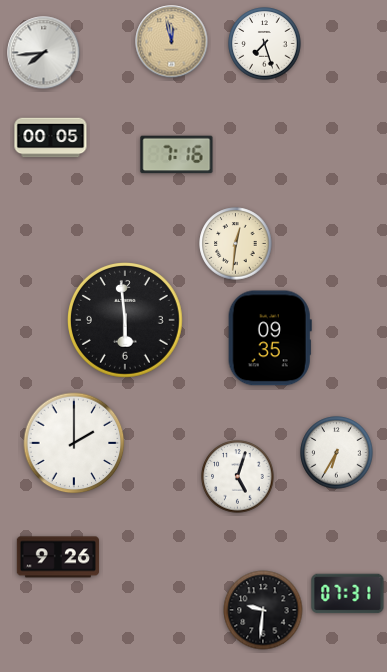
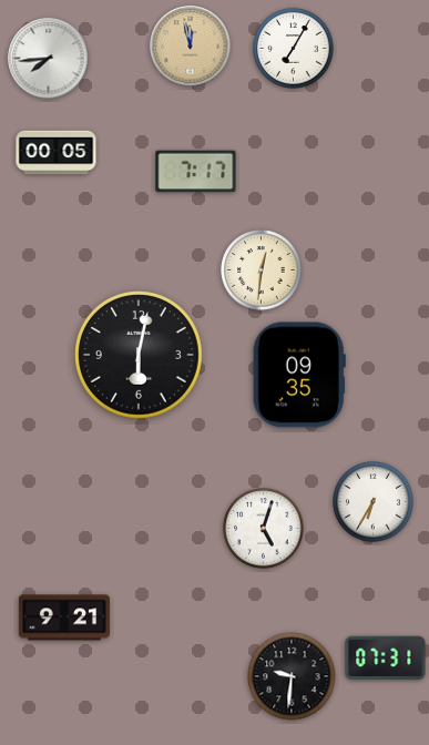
clock at (265, 44): 7:27 -> 7:05
clock at (177, 155): 7:16 -> 7:17
clock at (126, 321): 5:59 -> 6:02
clock at (74, 443): 2:00 -> none
clock at (57, 557): 9:26 -> 9:21
